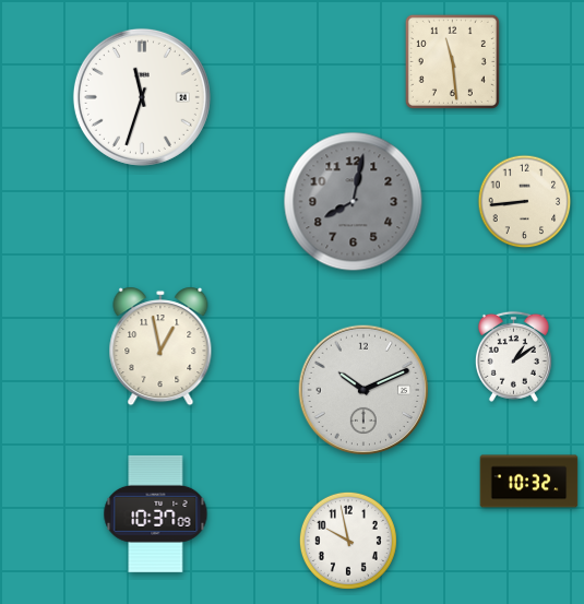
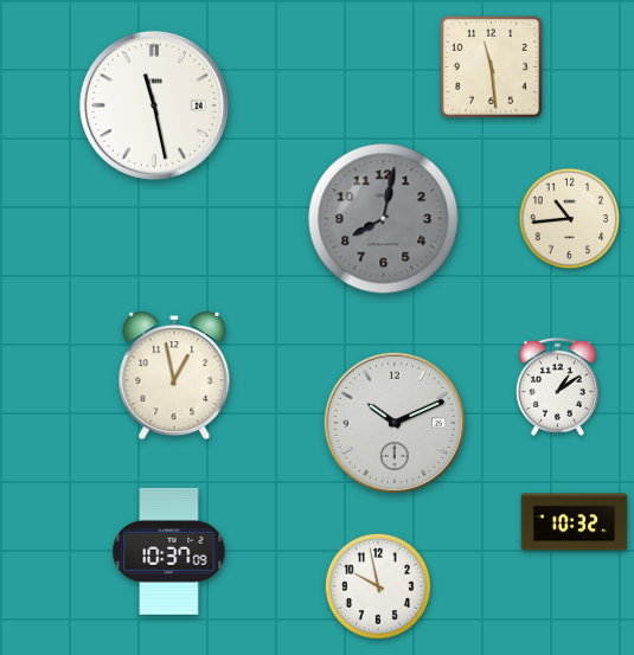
clock at (142, 97): 11:33 -> 11:28
clock at (525, 202): 8:44 -> 10:44
clock at (156, 513) position: (156, 513) -> (169, 551)
